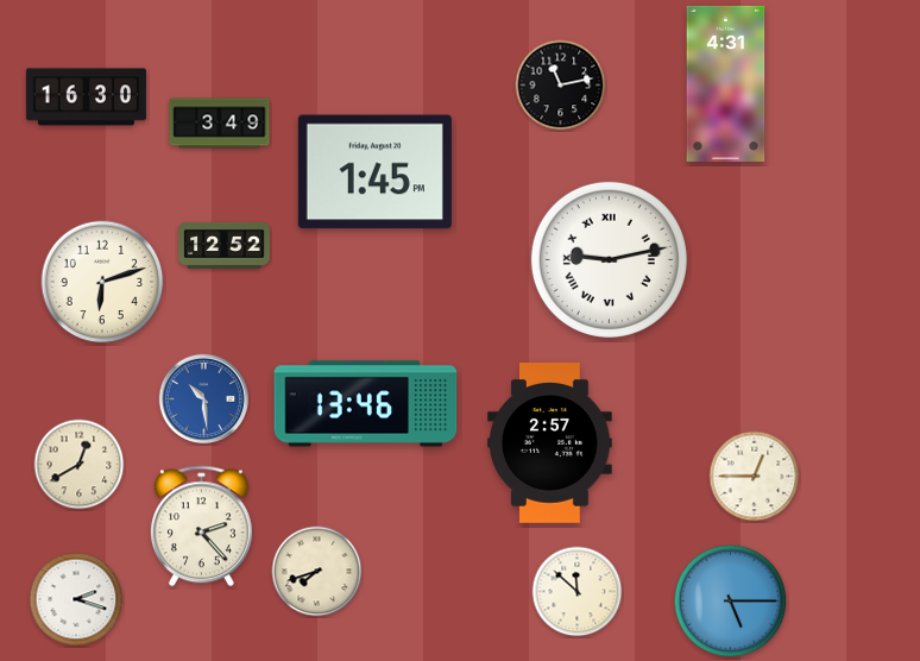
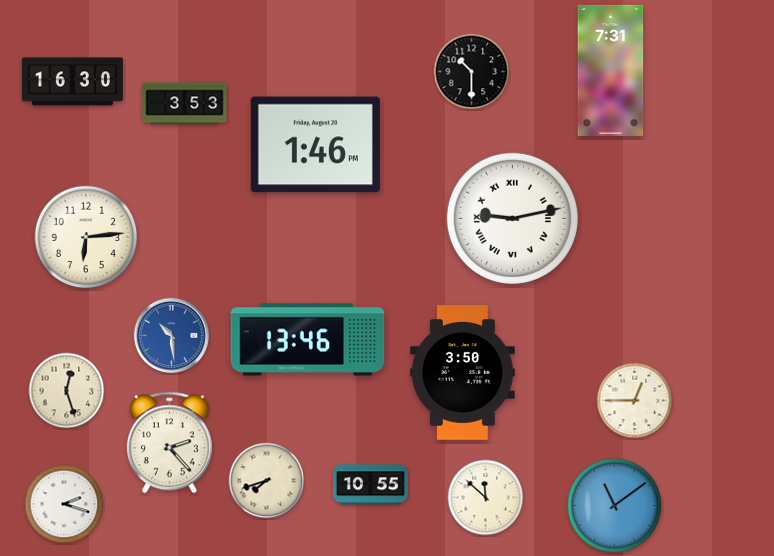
clock at (726, 83): 4:31 -> 7:31
clock at (561, 86): 11:13 -> 10:30
clock at (220, 124): 3:49 -> 3:53
clock at (374, 172): 1:45 -> 1:46
clock at (225, 246): 12:52 -> none
clock at (102, 282): 6:12 -> 6:14
clock at (550, 443): 2:57 -> 3:50
clock at (80, 465): 12:40 -> 12:27
clock at (370, 485): none -> 10:55
clock at (731, 602): 5:15 -> 11:09
